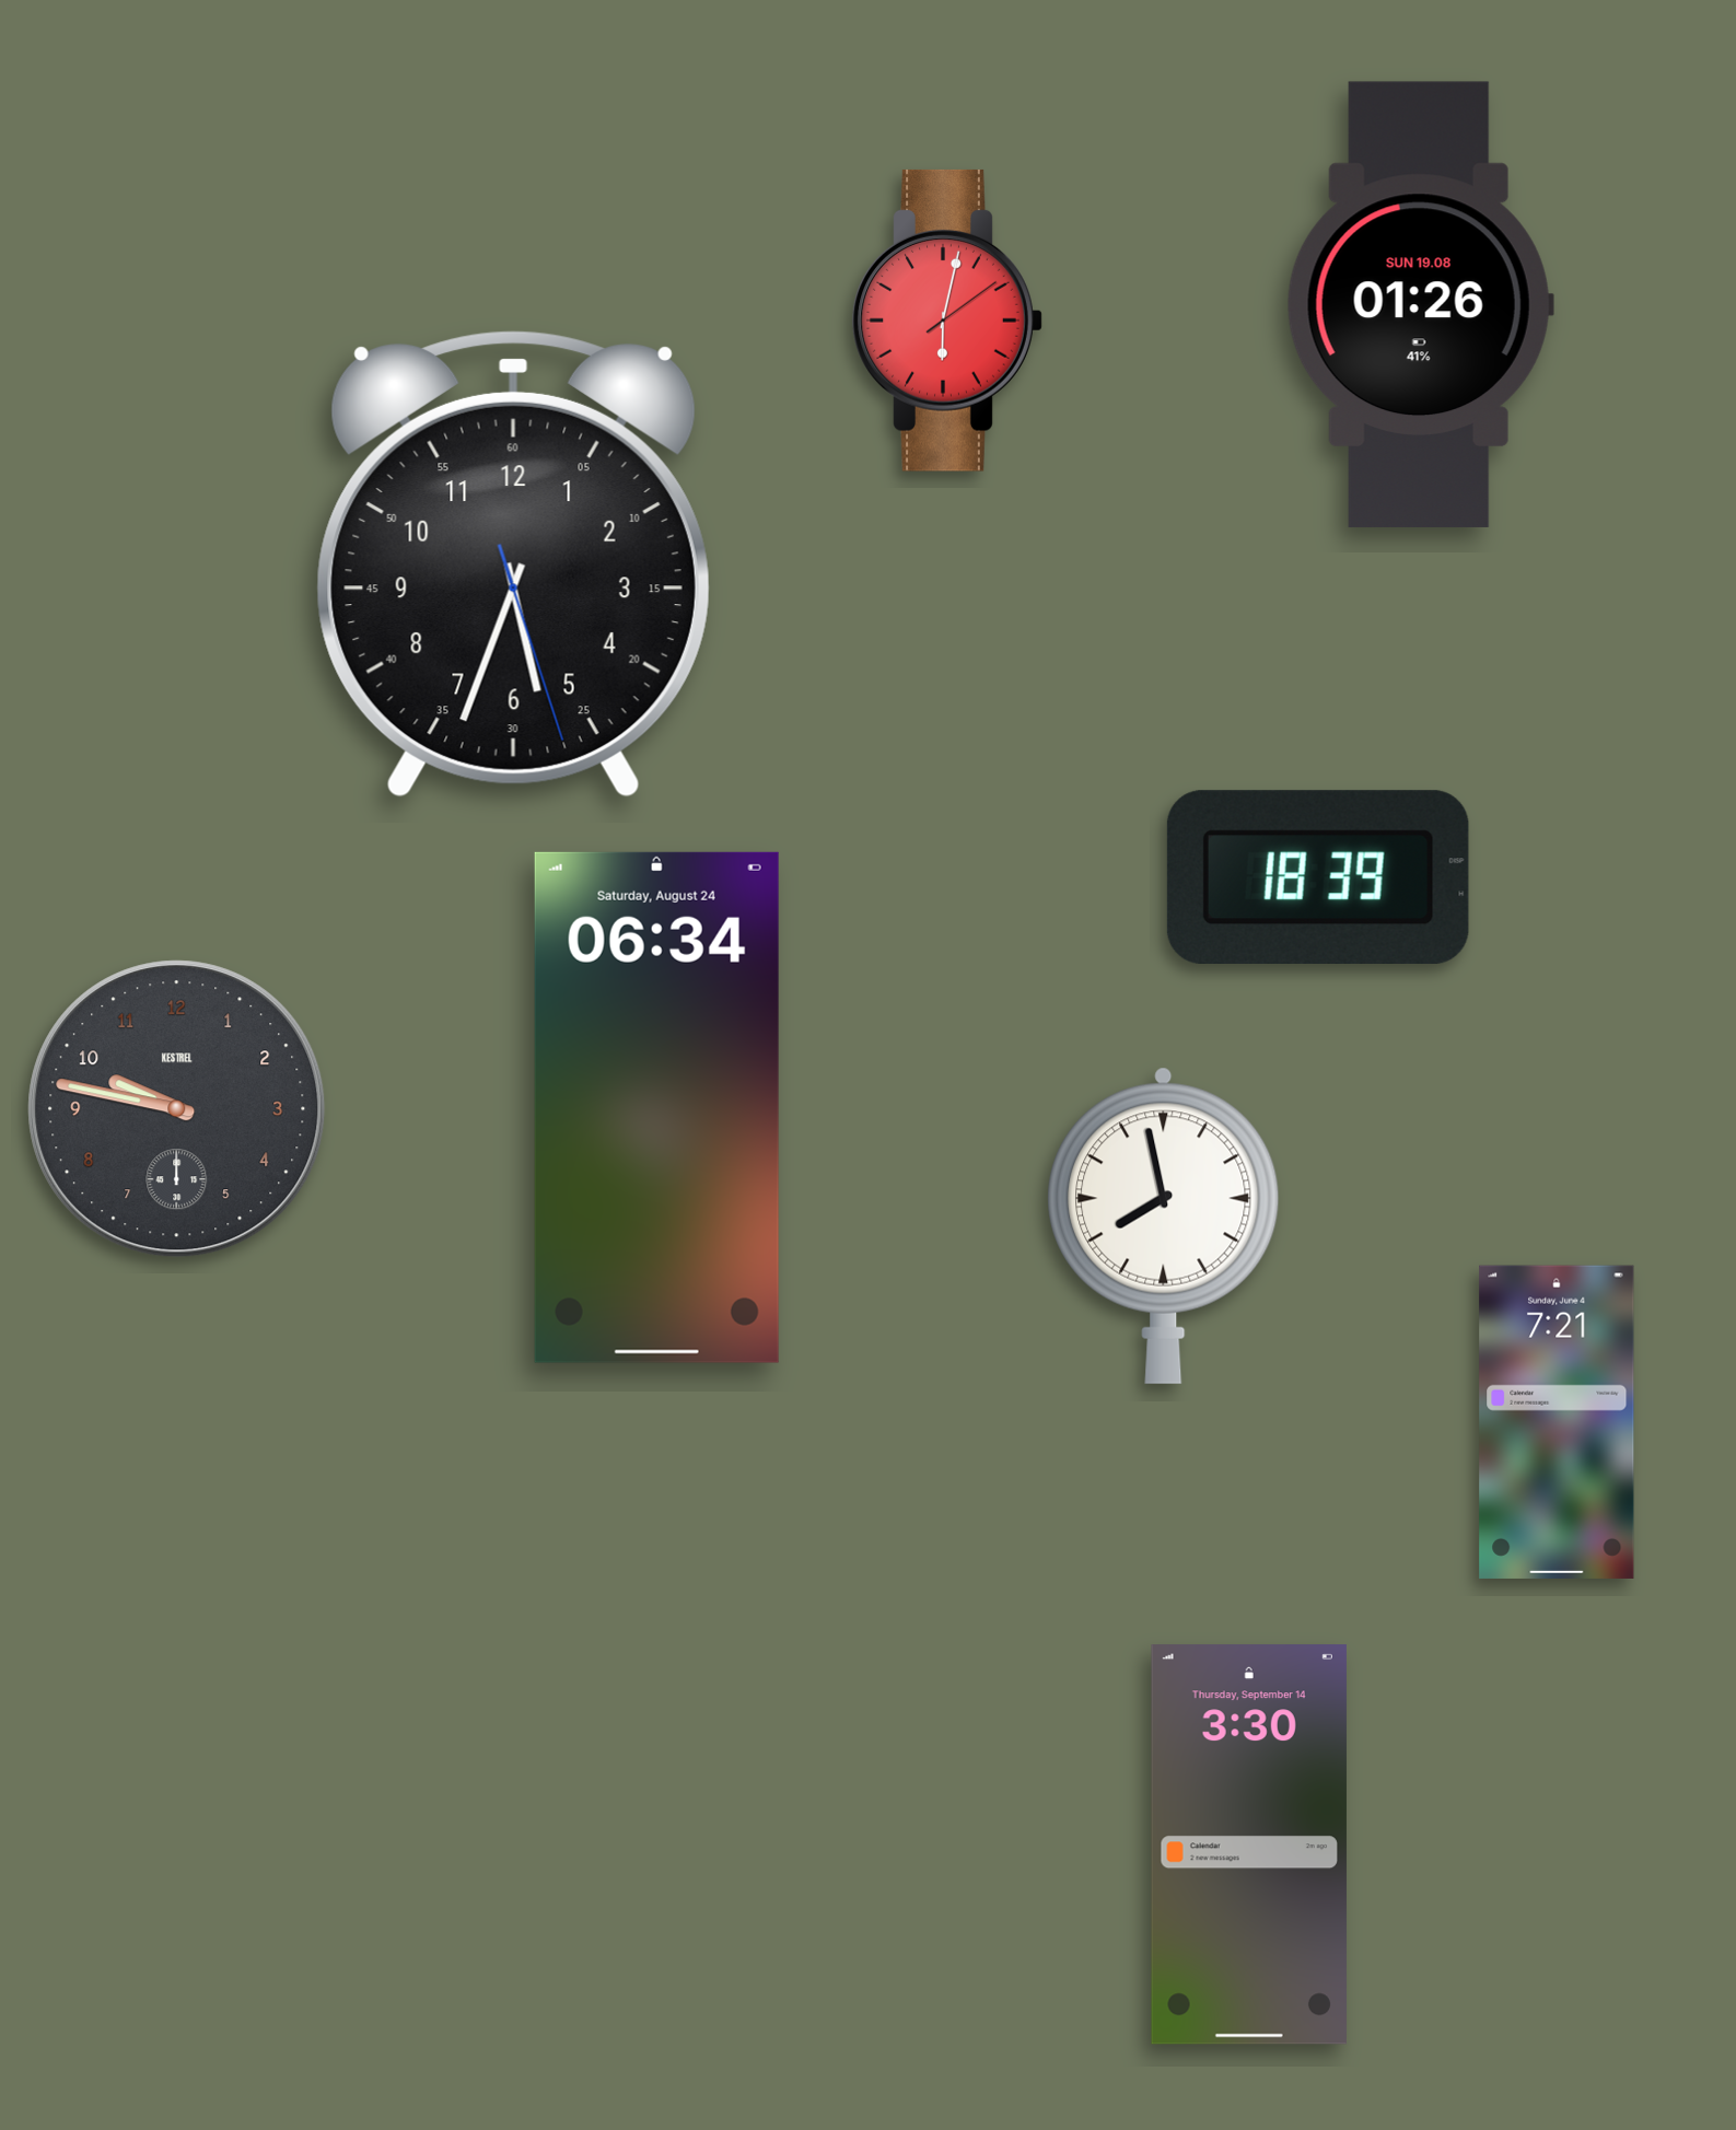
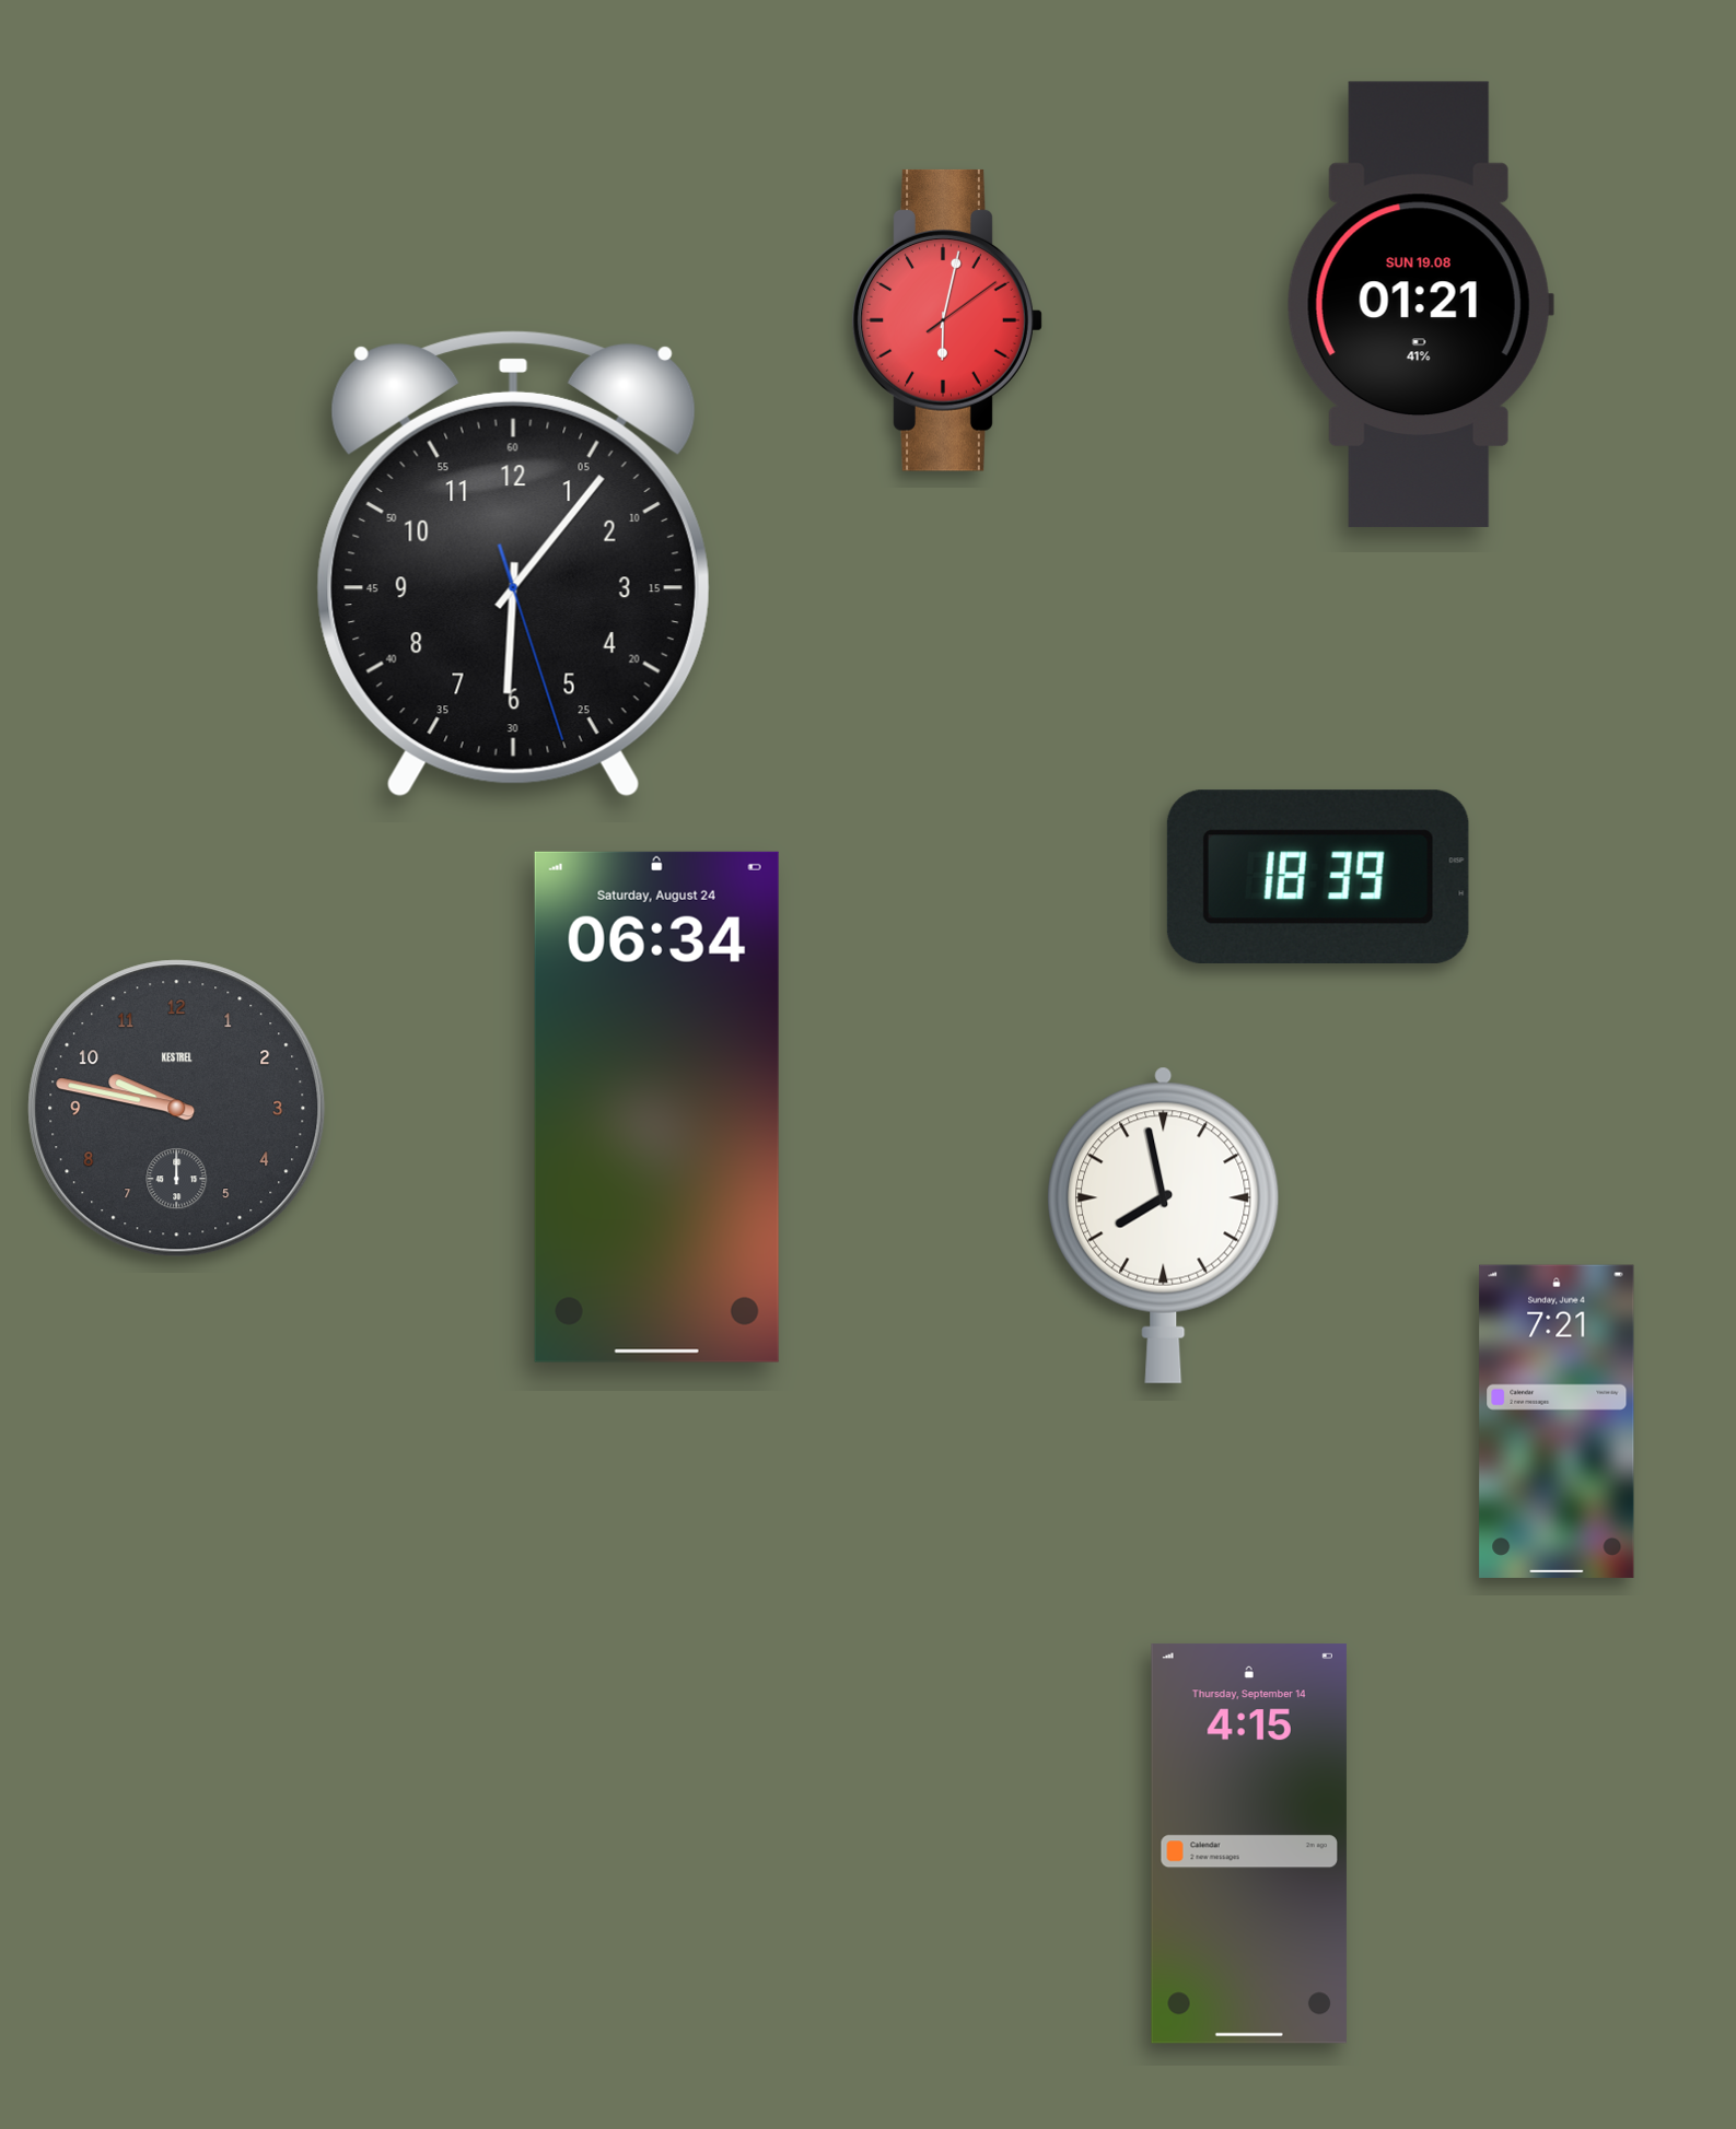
clock at (1420, 304): 01:26 -> 01:21
clock at (513, 563): 5:33 -> 6:06
clock at (1249, 1844): 3:30 -> 4:15
